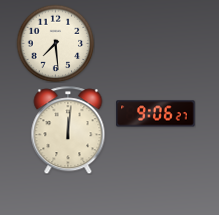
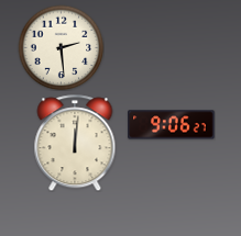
clock at (55, 43): 7:29 -> 2:29
